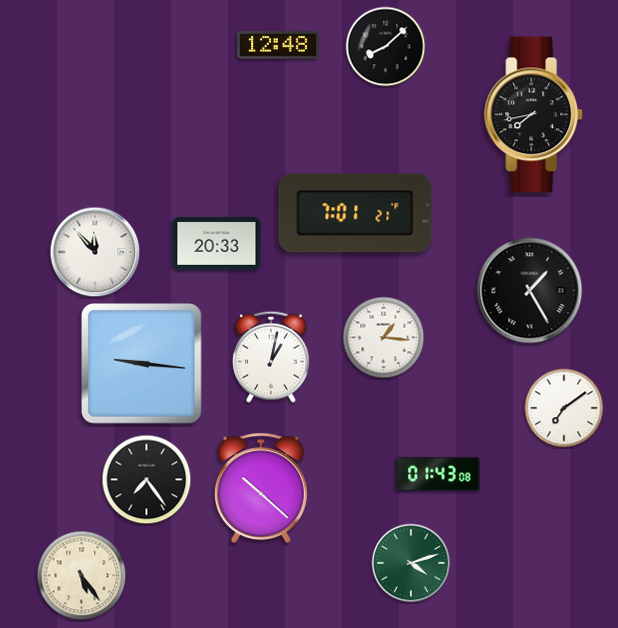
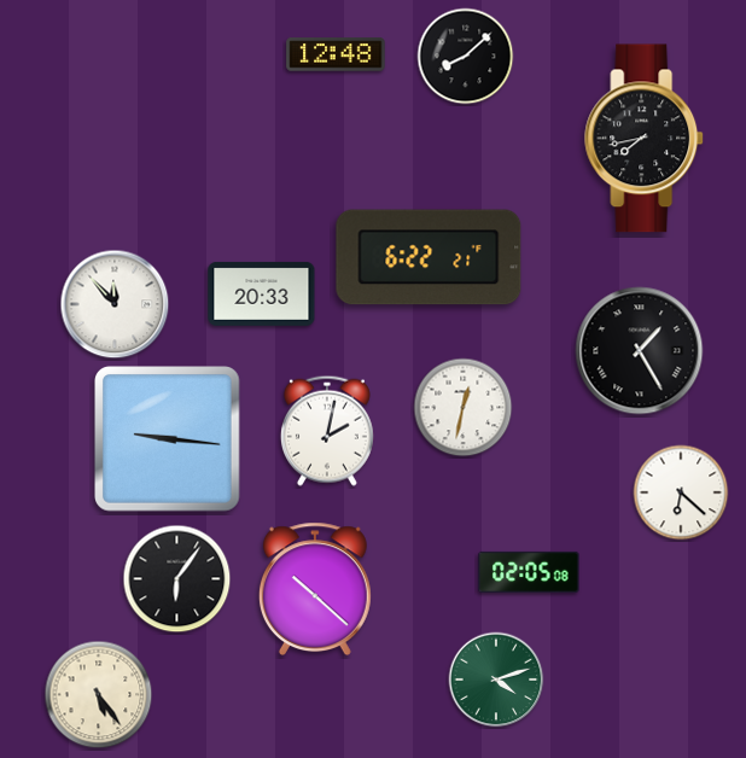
clock at (355, 213): 7:01 -> 6:22
clock at (384, 338): 1:16 -> 12:32
clock at (271, 357): 1:02 -> 2:02
clock at (142, 364) position: (142, 364) -> (168, 439)
clock at (564, 408): 7:09 -> 6:22
clock at (438, 474): 01:43 -> 02:05
clock at (147, 480): 7:24 -> 6:06
